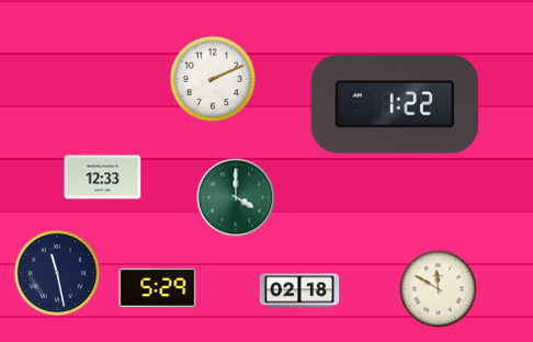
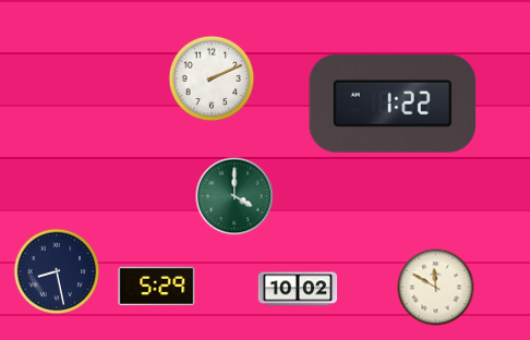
clock at (103, 178): 12:33 -> none
clock at (57, 273): 11:28 -> 8:28
clock at (299, 290): 02:18 -> 10:02
